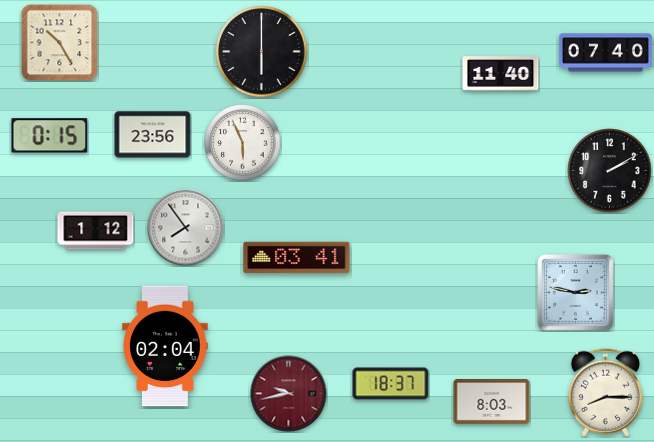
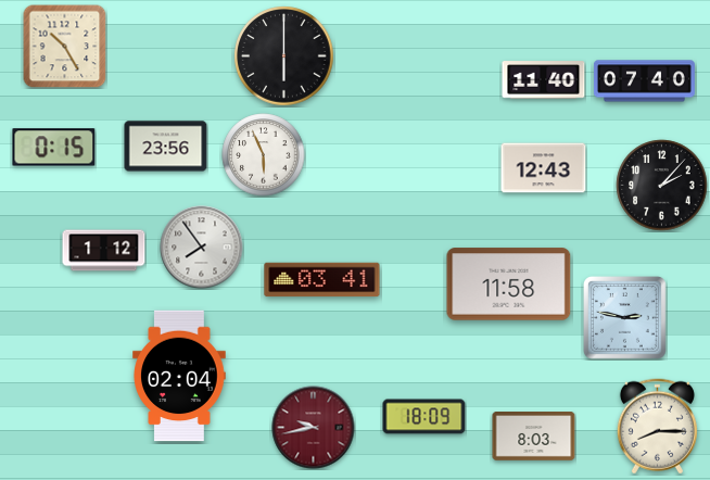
clock at (605, 53) position: (605, 53) -> (644, 81)
clock at (544, 168): none -> 12:43
clock at (610, 171): 2:10 -> 2:07
clock at (509, 285): none -> 11:58
clock at (391, 384): 18:37 -> 18:09
